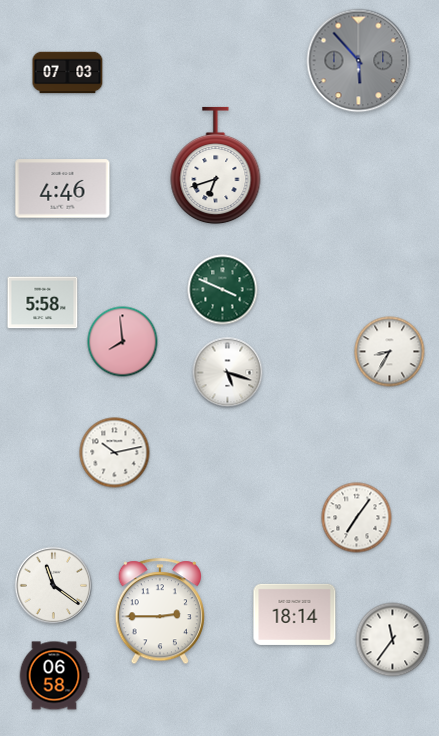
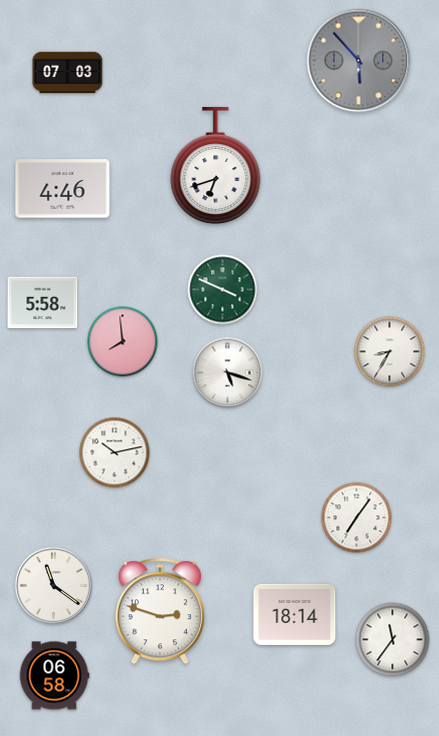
clock at (159, 612): 2:45 -> 2:48
